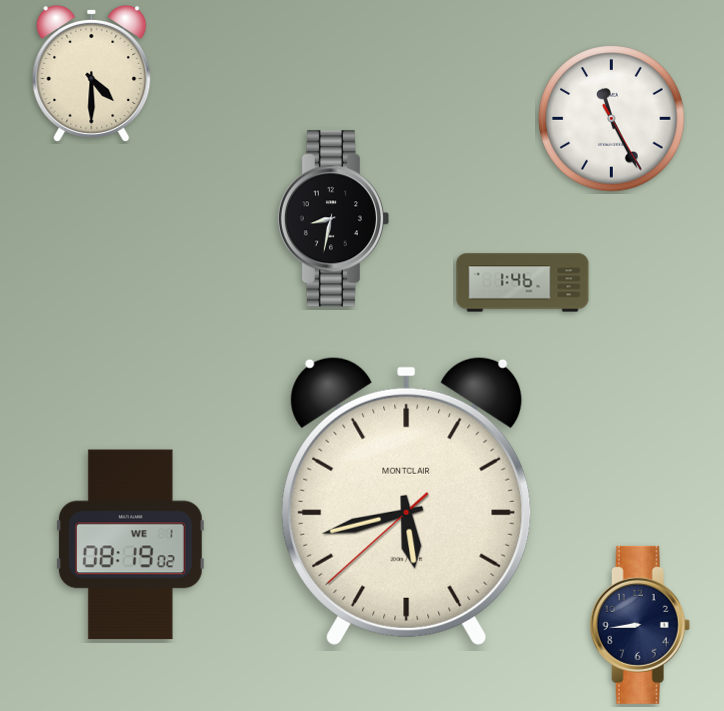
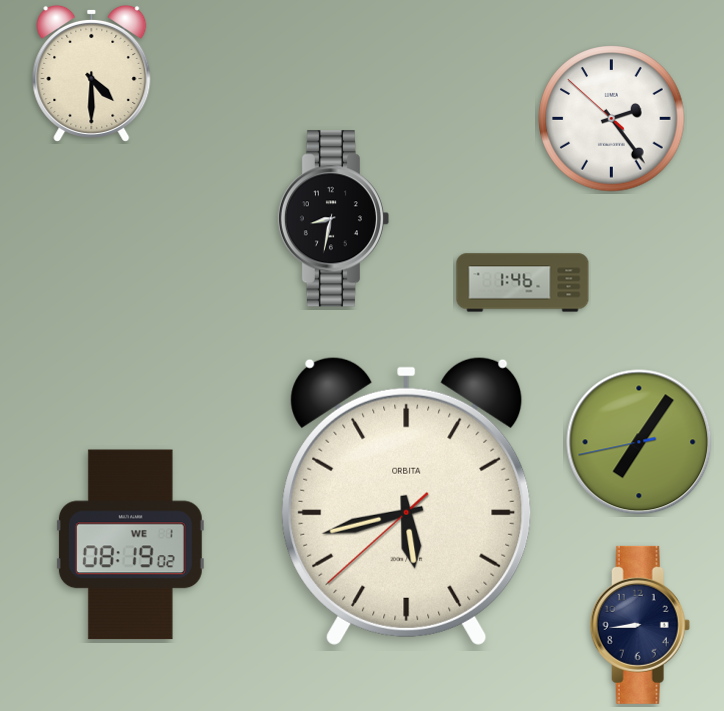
clock at (612, 119): 11:25 -> 2:23
clock at (639, 442): none -> 7:05
clock at (407, 501) brand: MONTCLAIR -> ORBITA
